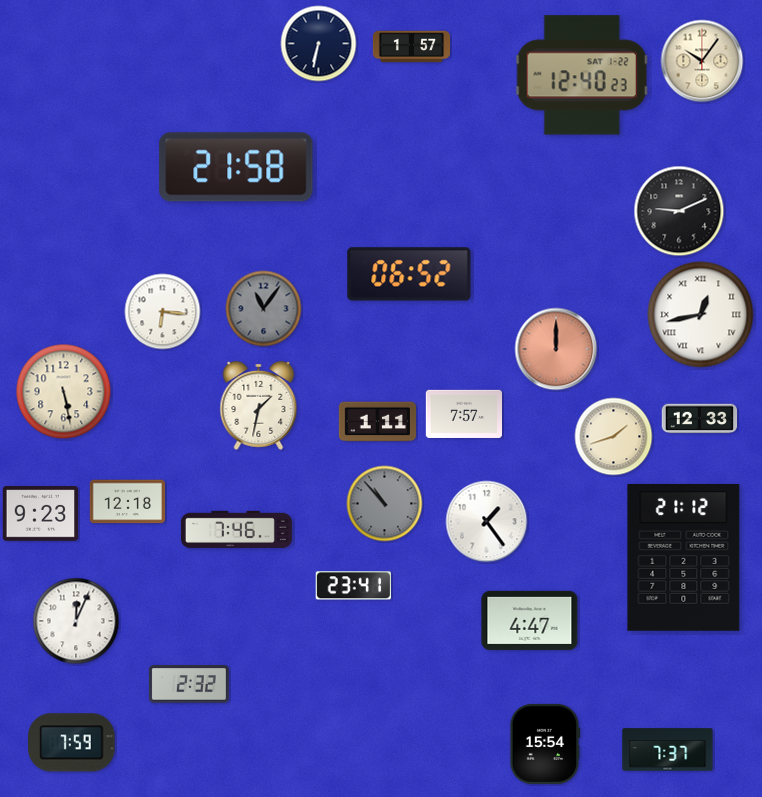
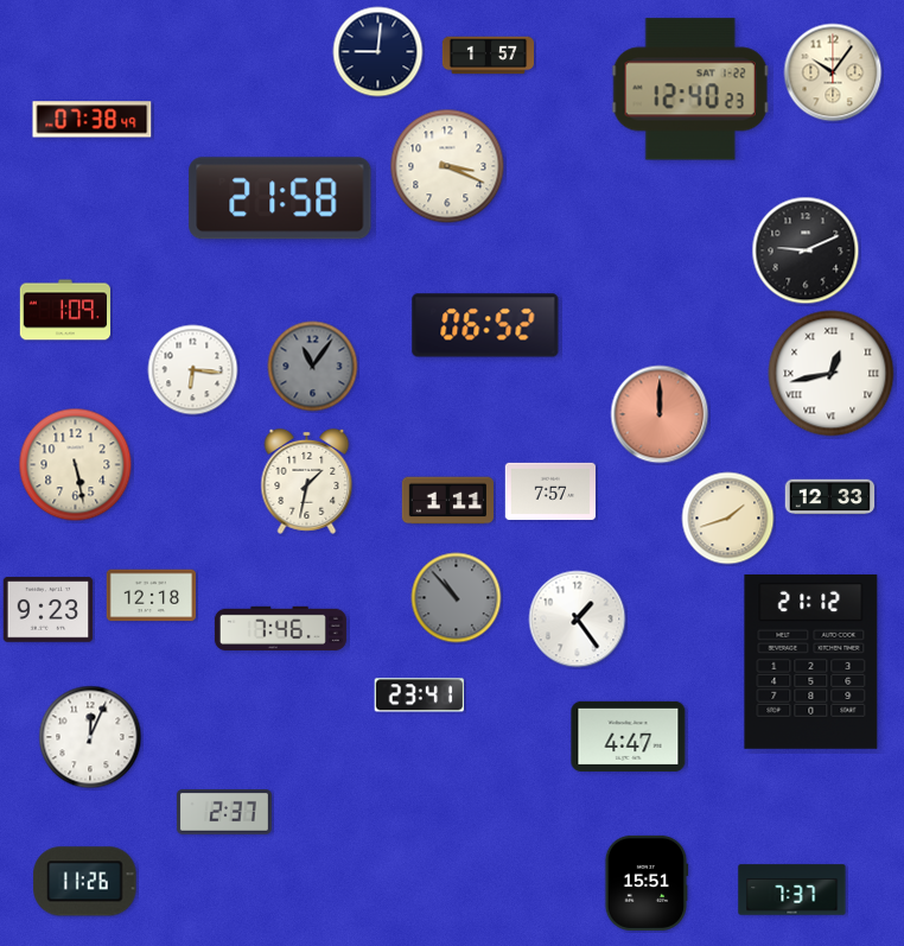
clock at (319, 44): 6:32 -> 9:01
clock at (93, 120): none -> 07:38
clock at (447, 166): none -> 3:19
clock at (64, 310): none -> 1:09
clock at (189, 684): 2:32 -> 2:37
clock at (72, 743): 7:59 -> 11:26
clock at (545, 744): 15:54 -> 15:51
